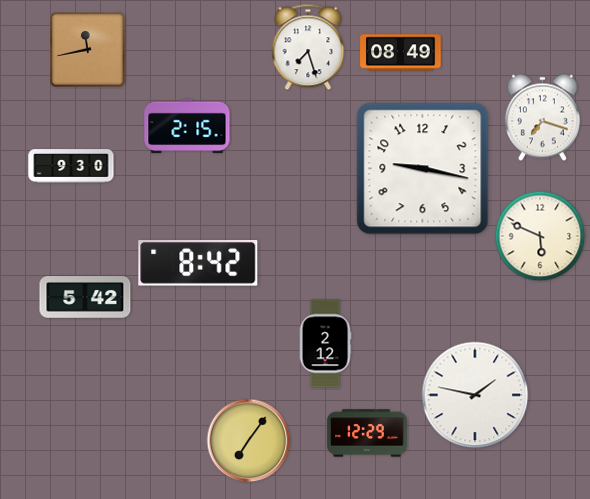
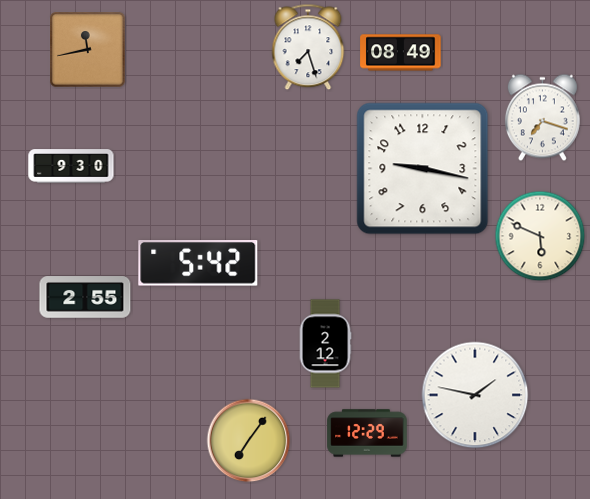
clock at (187, 126): 2:15 -> none
clock at (198, 264): 8:42 -> 5:42
clock at (85, 297): 5:42 -> 2:55
